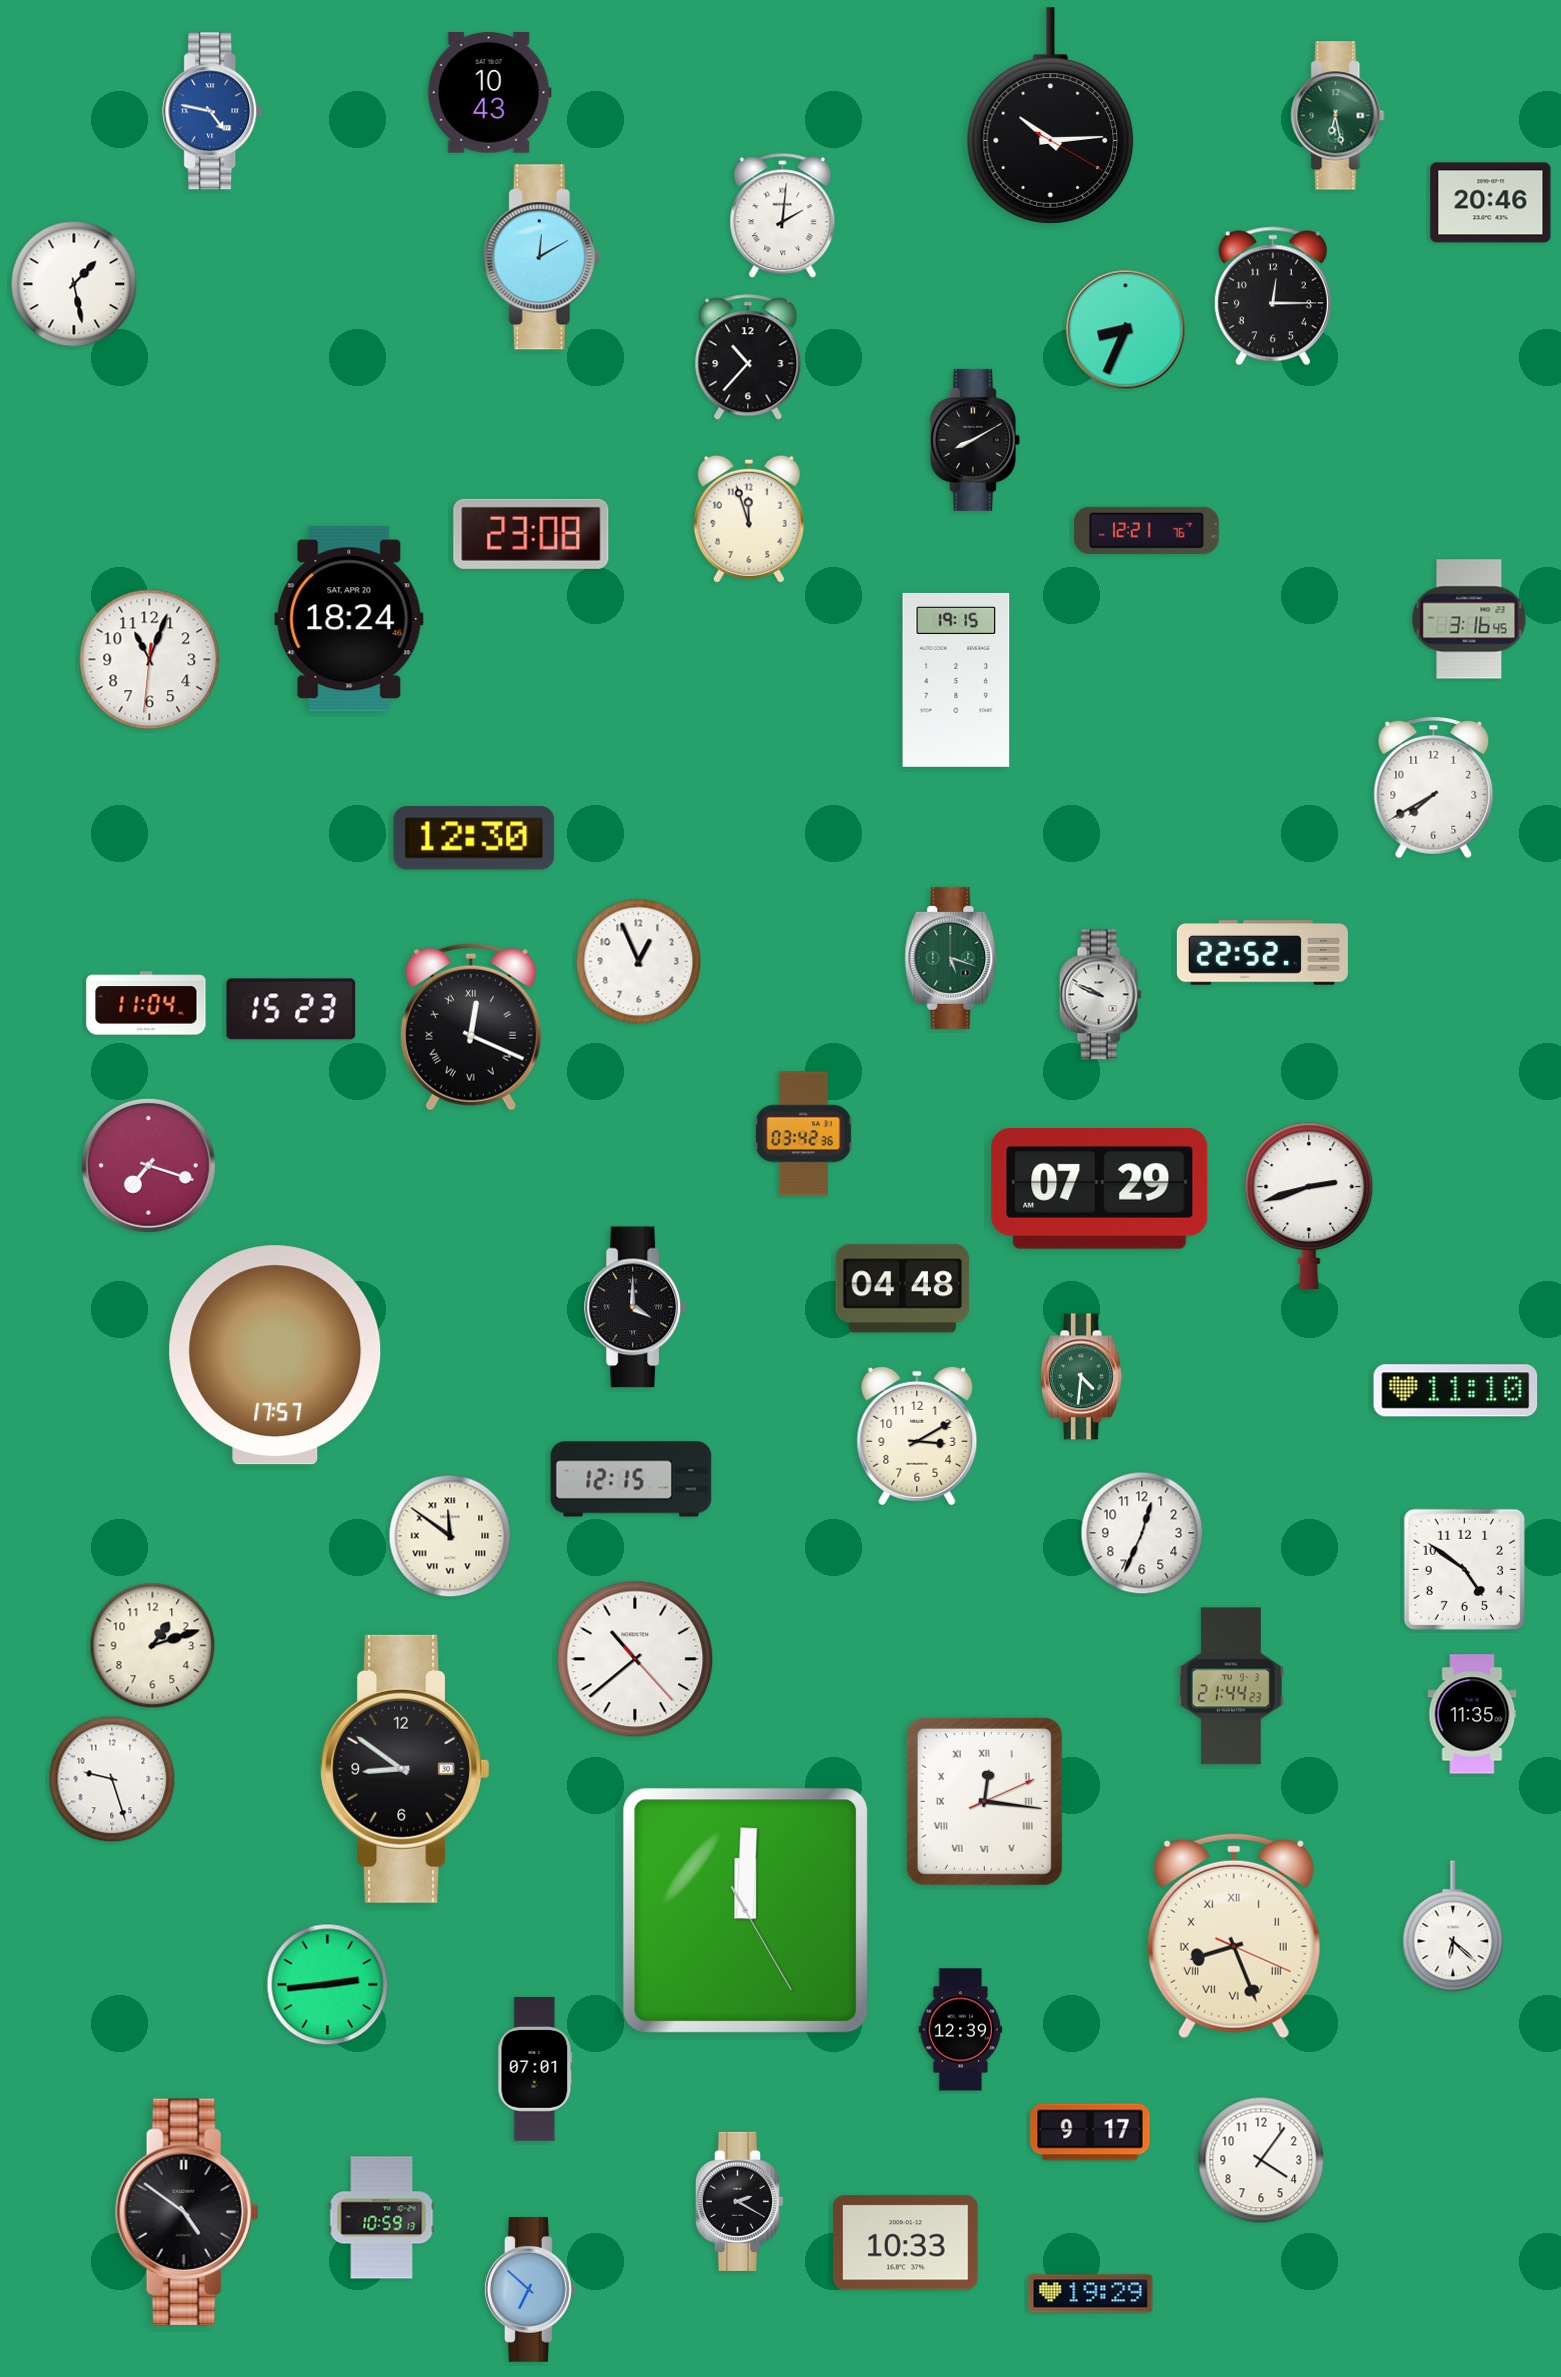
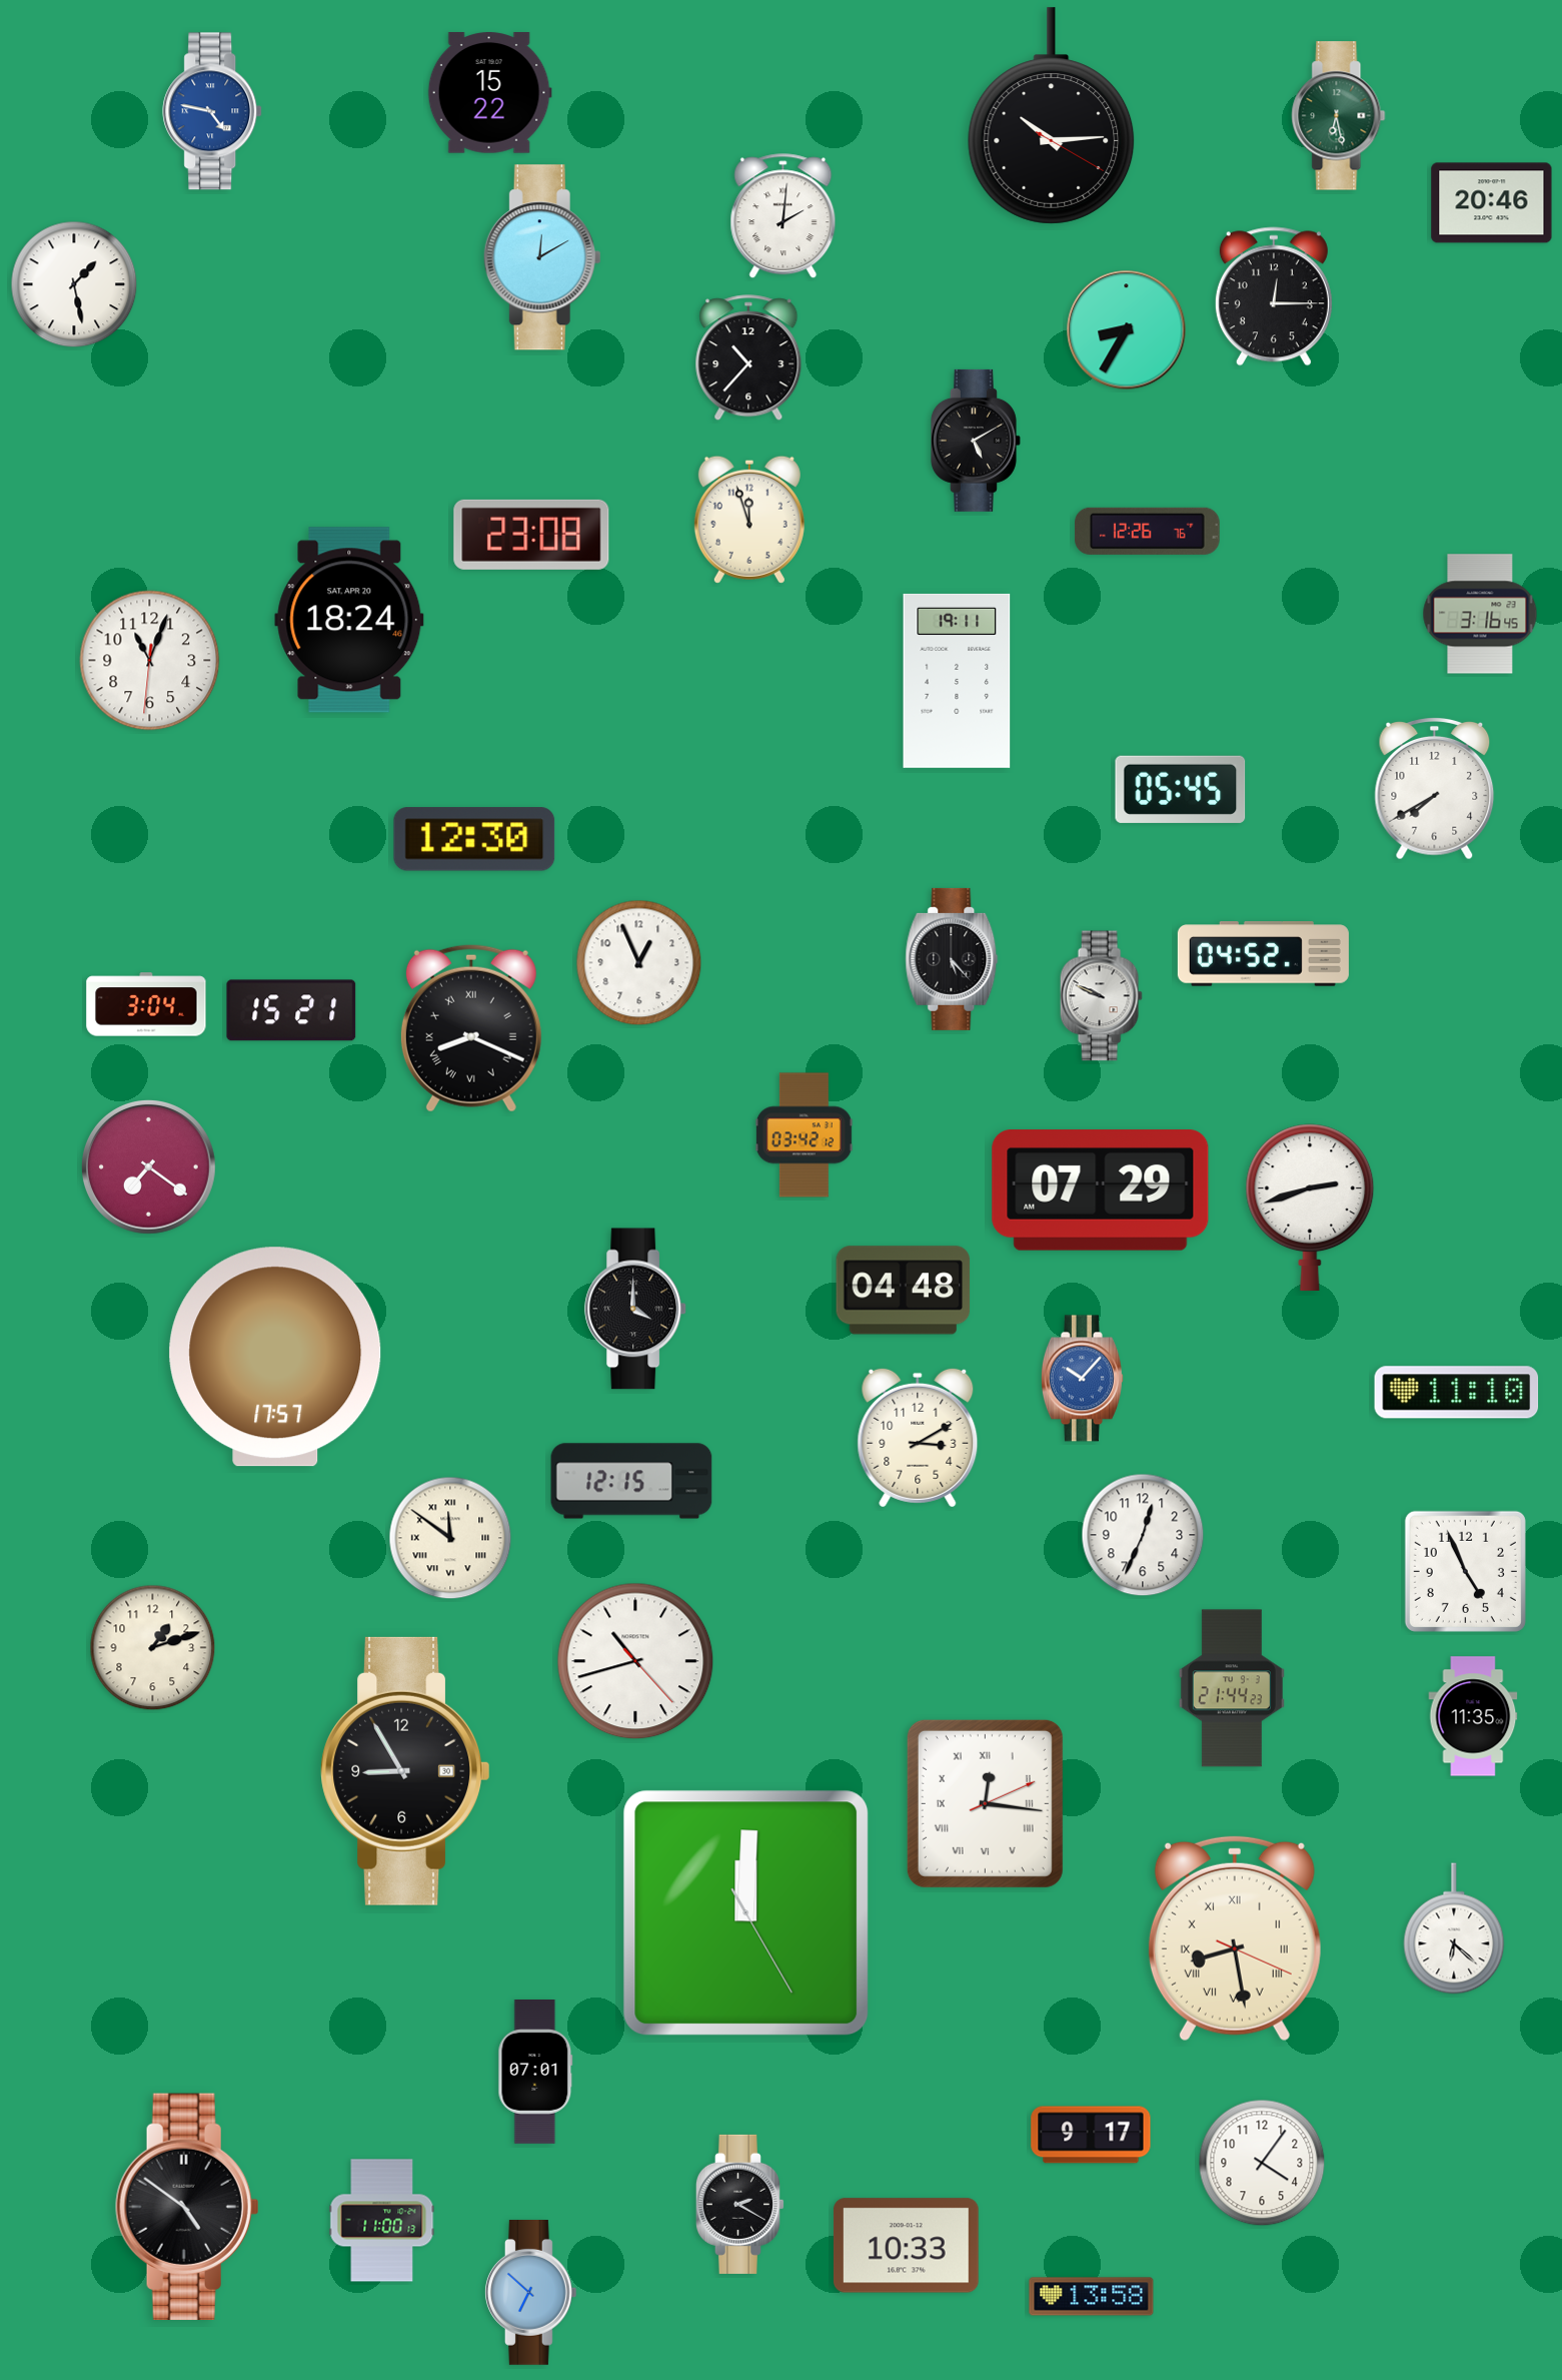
clock at (489, 93): 10:43 -> 15:22
clock at (1126, 330): 8:34 -> 8:35
clock at (975, 440): 8:10 -> 5:10
clock at (1147, 530): 12:21 -> 12:26
clock at (1469, 619) position: (1469, 619) -> (1480, 614)
clock at (956, 680): 19:15 -> 19:11
clock at (1181, 789): none -> 05:45
clock at (1262, 953): 22:52 -> 04:52
clock at (951, 958): 5:18 -> 5:23
clock at (951, 958) dial: green -> black
clock at (146, 1003): 11:04 -> 3:04
clock at (291, 1009): 15:23 -> 15:21
clock at (471, 1027): 12:19 -> 8:19
clock at (803, 1134): 03:42:36 -> 03:42:12
clock at (148, 1165): 7:18 -> 7:21
clock at (1081, 1377): 4:31 -> 10:07
clock at (1081, 1377) dial: green -> blue
clock at (1464, 1569): 4:51 -> 4:56
clock at (635, 1659): 10:38 -> 10:42
clock at (404, 1769): 8:51 -> 8:55
clock at (112, 1779): 9:27 -> none
clock at (1234, 1936): 8:26 -> 8:28
clock at (328, 1985): 2:44 -> none
clock at (961, 2030): 12:39 -> none
clock at (187, 2211) position: (187, 2211) -> (187, 2206)
clock at (382, 2218): 10:59 -> 11:00
clock at (1091, 2294): 19:29 -> 13:58
